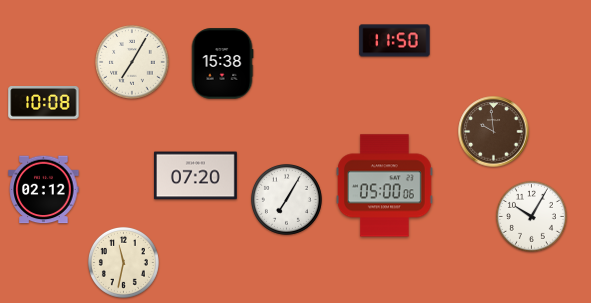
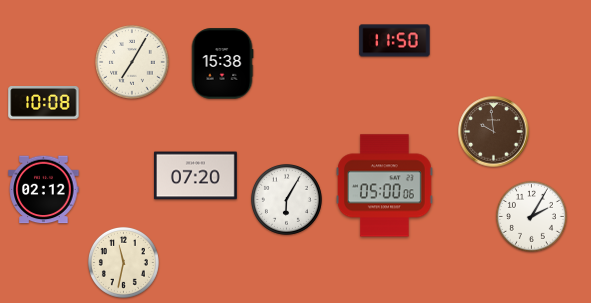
clock at (286, 199): 7:05 -> 6:05
clock at (531, 216): 10:05 -> 2:05
